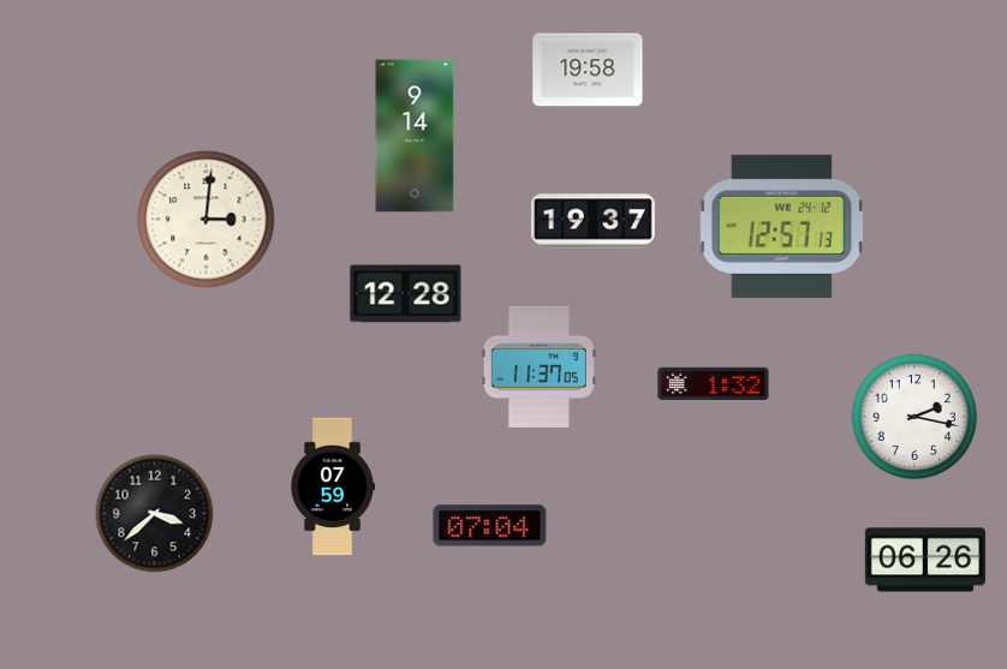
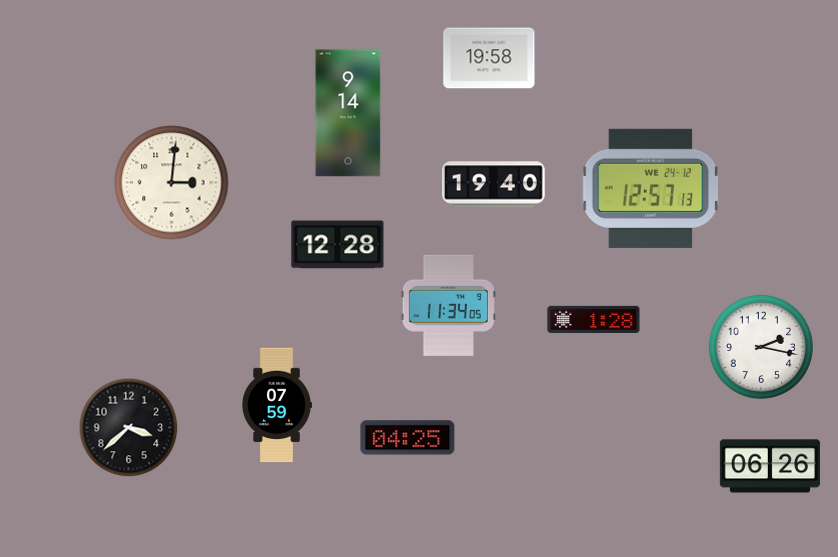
clock at (415, 136) position: (415, 136) -> (348, 113)
clock at (594, 222): 19:37 -> 19:40
clock at (538, 366): 11:37 -> 11:34
clock at (714, 383): 1:32 -> 1:28
clock at (490, 526): 07:04 -> 04:25
